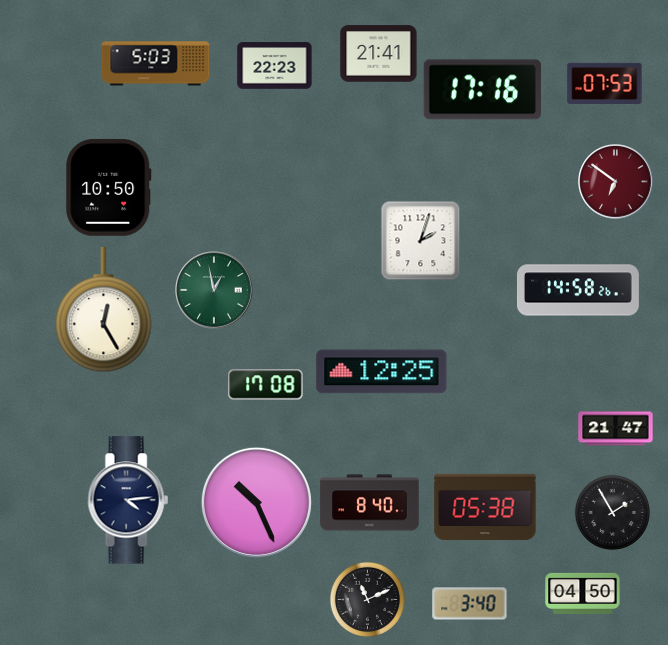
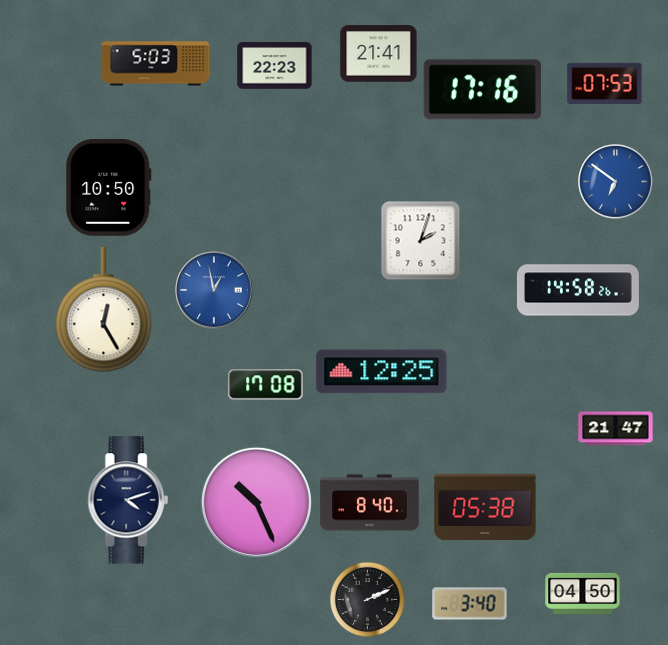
clock at (616, 182) dial: burgundy -> blue
clock at (214, 290) dial: green -> blue
clock at (128, 500): 4:14 -> 4:12
clock at (612, 512): 1:55 -> none
clock at (367, 599): 11:11 -> 2:11
